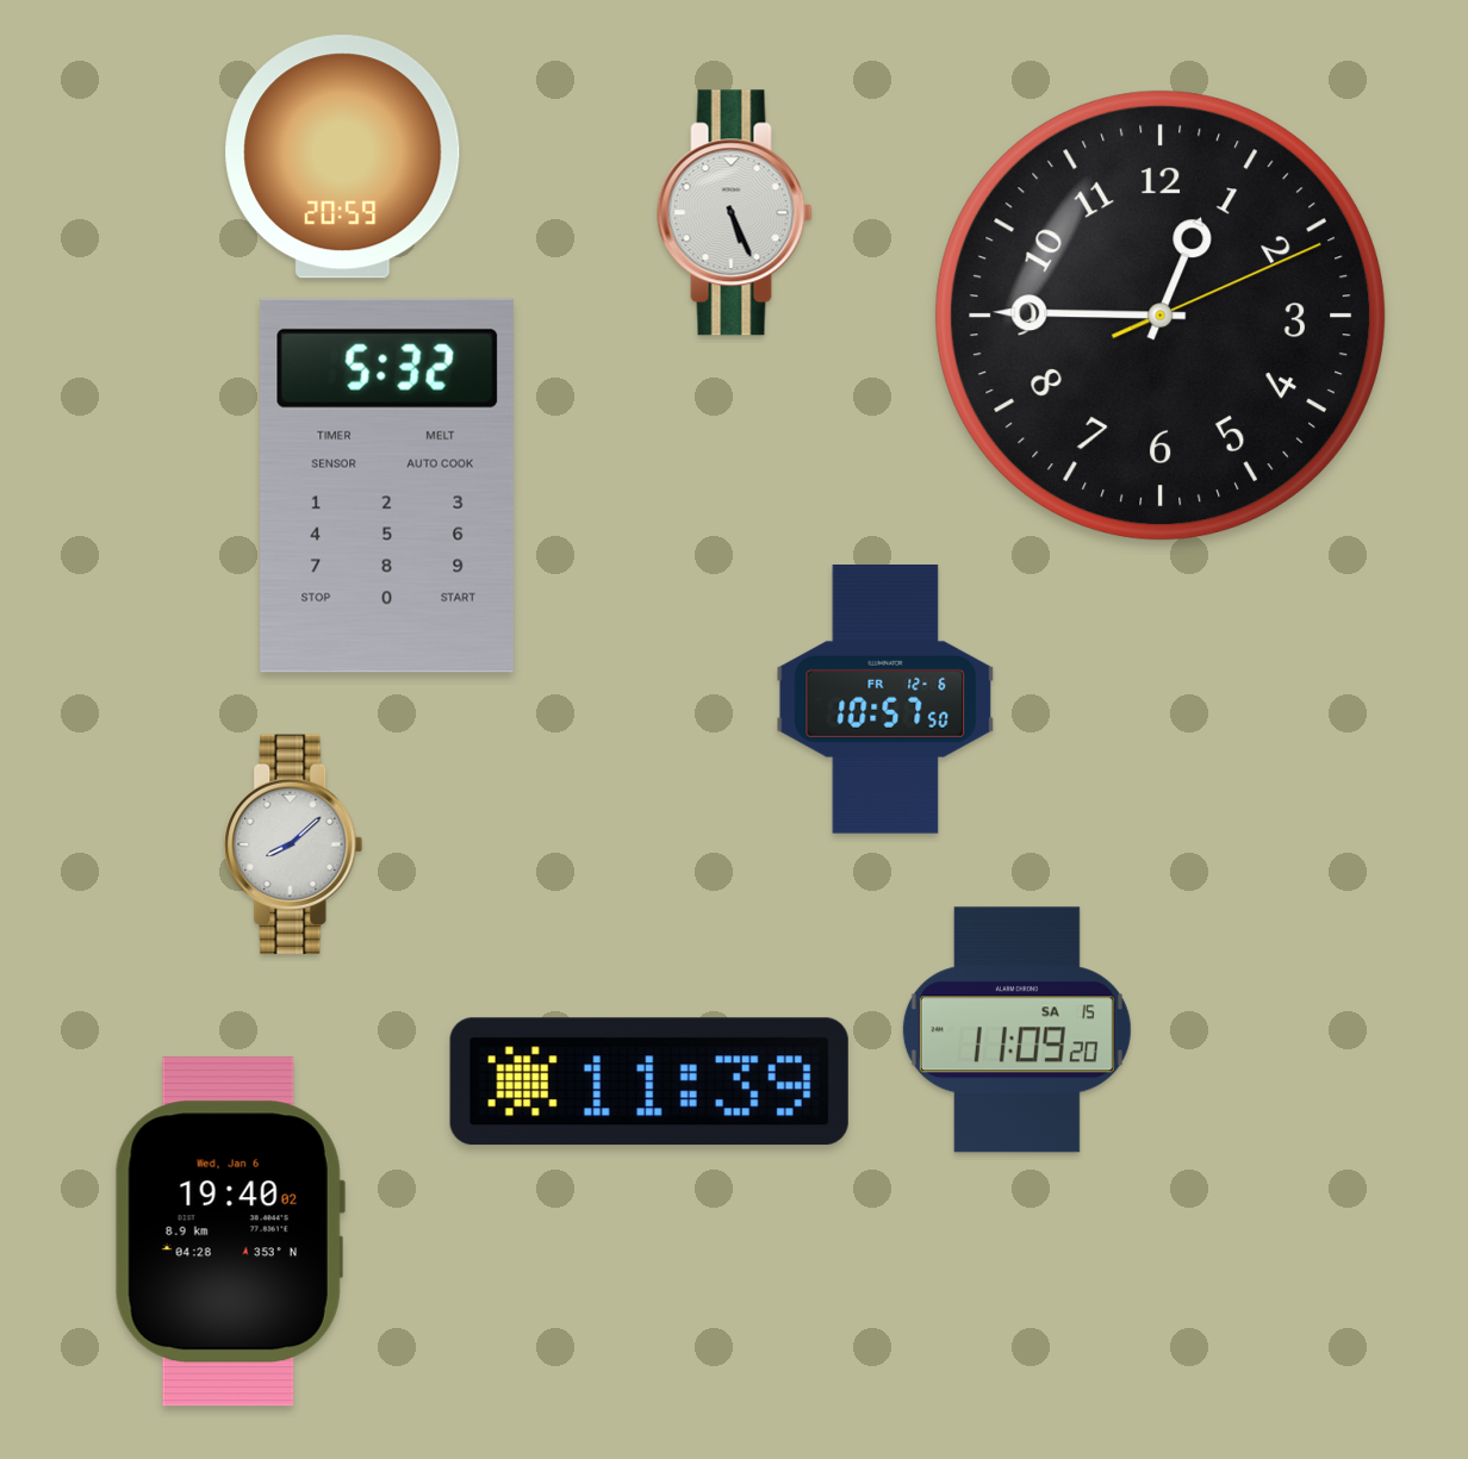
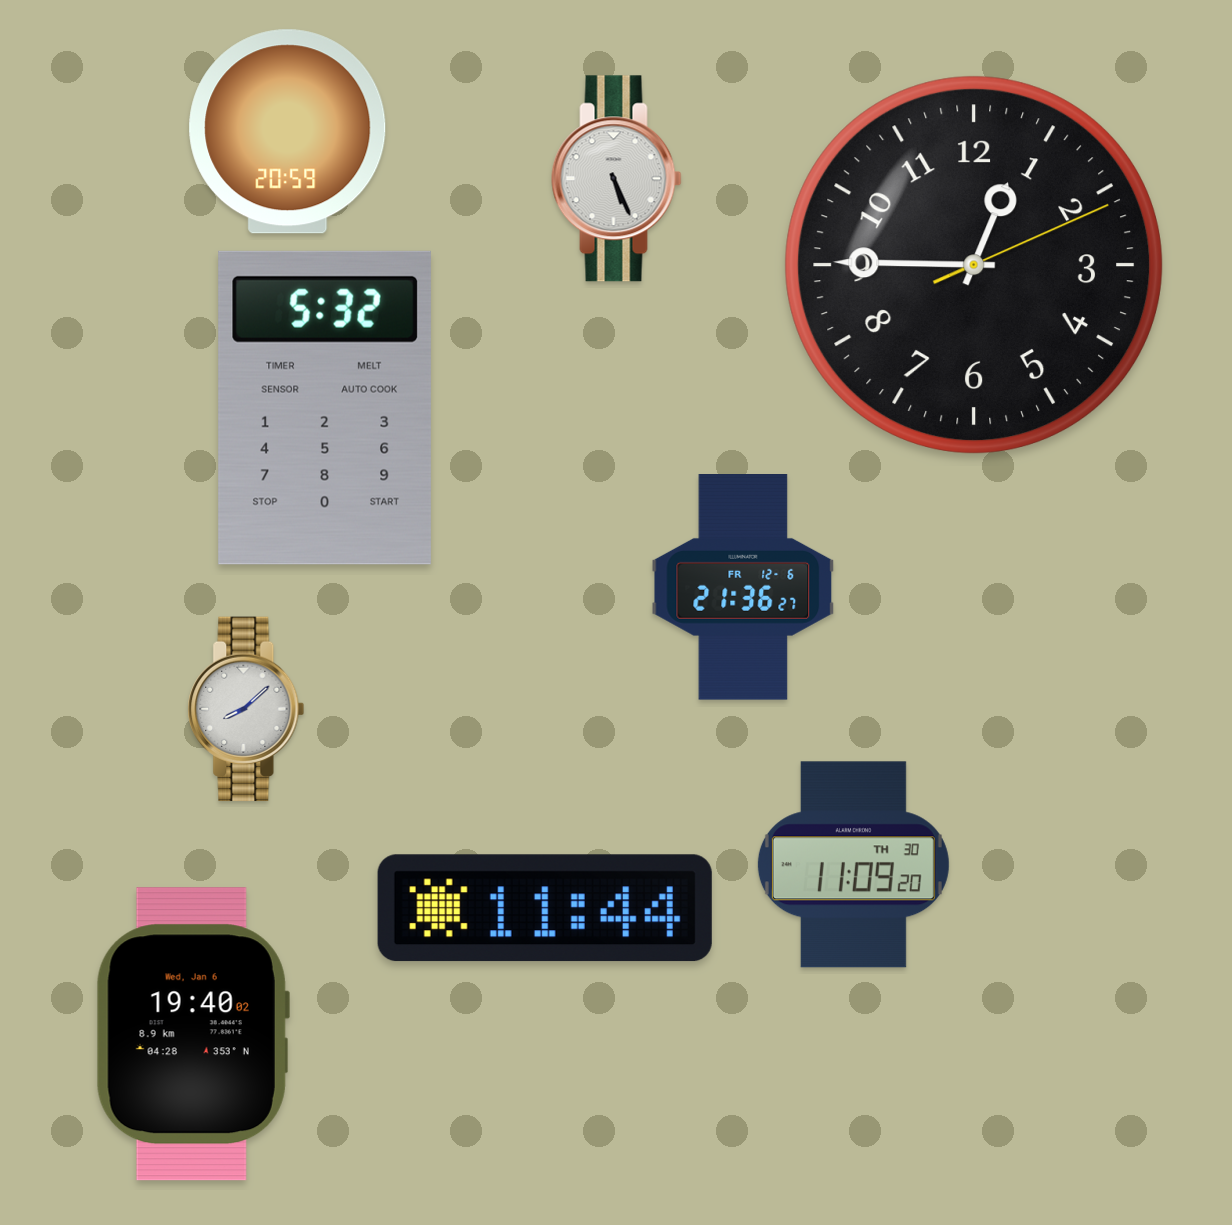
clock at (885, 700): 10:57 -> 21:36
clock at (1016, 1030) date: SA 15 -> TH 30
clock at (649, 1081): 11:39 -> 11:44
